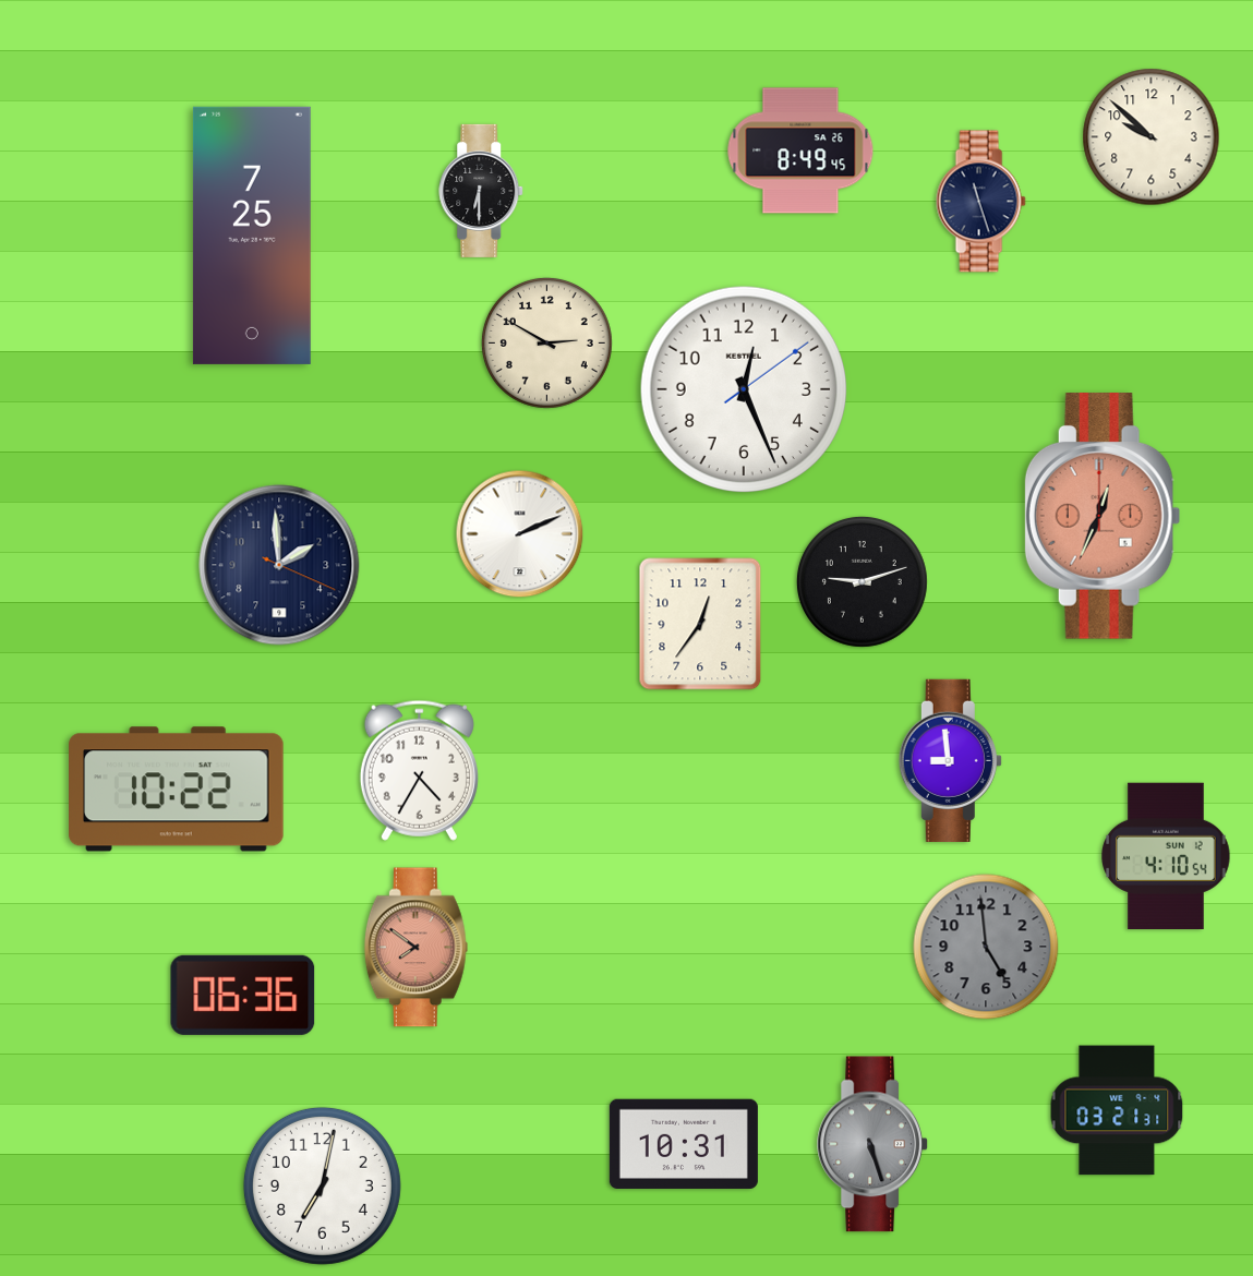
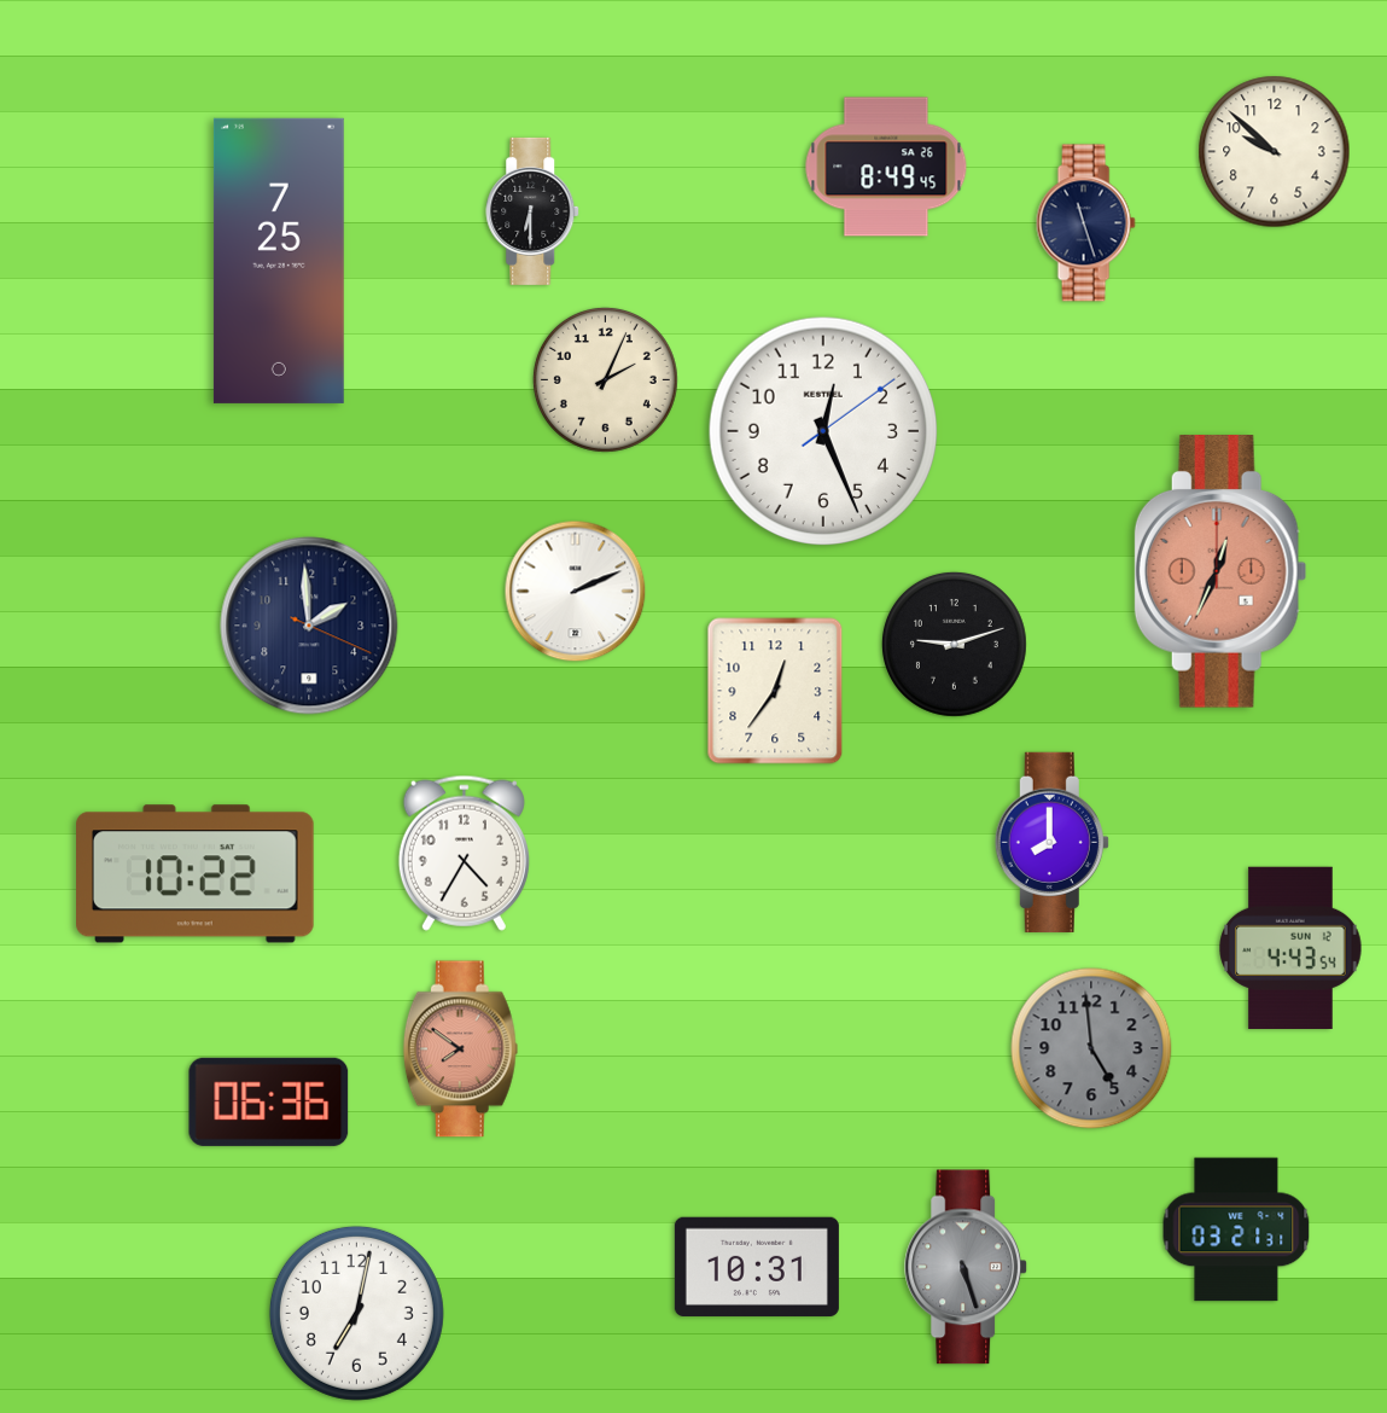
clock at (546, 342): 2:50 -> 2:04
clock at (950, 760): 8:59 -> 8:00
clock at (1166, 855): 4:10 -> 4:43
